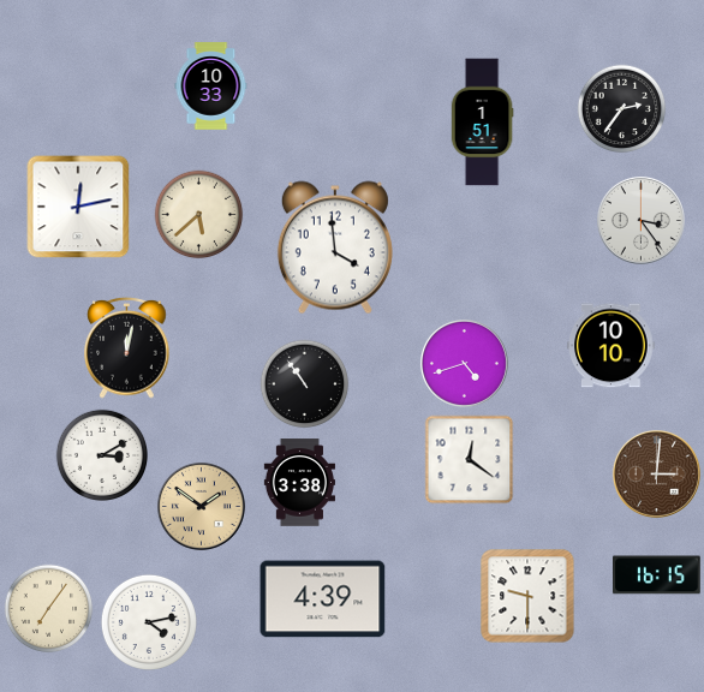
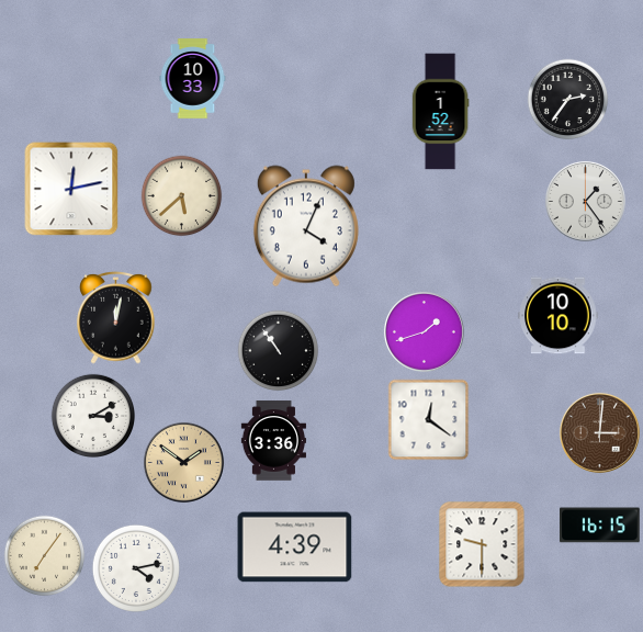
clock at (482, 123): 1:51 -> 1:52
clock at (640, 220): 3:24 -> 1:24
clock at (335, 247): 3:59 -> 4:04
clock at (464, 363): 4:42 -> 1:42
clock at (299, 483): 3:38 -> 3:36
